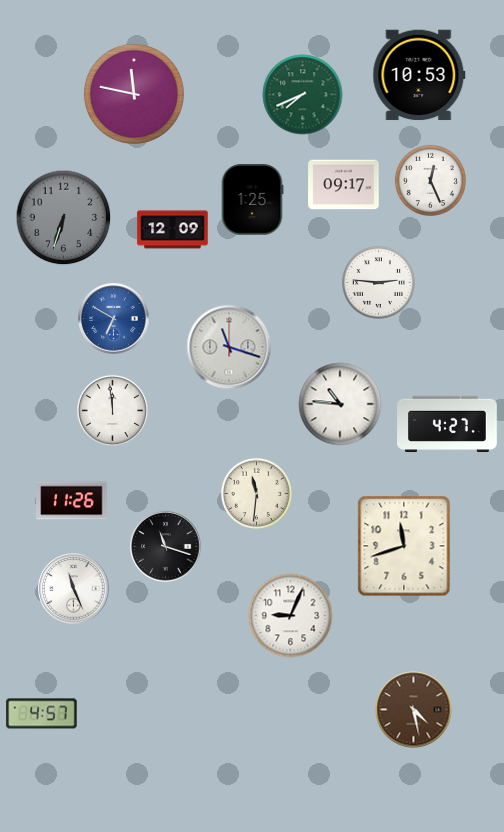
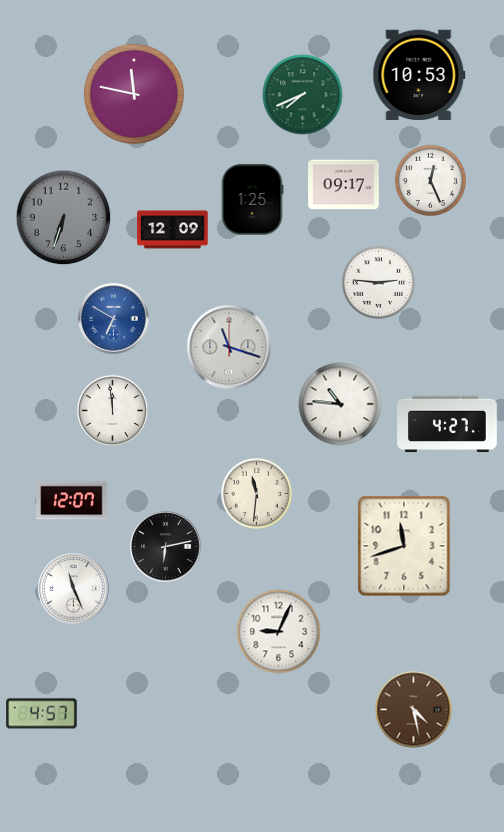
clock at (72, 501): 11:26 -> 12:07
clock at (166, 547): 11:18 -> 6:13
clock at (291, 616) position: (291, 616) -> (279, 632)
